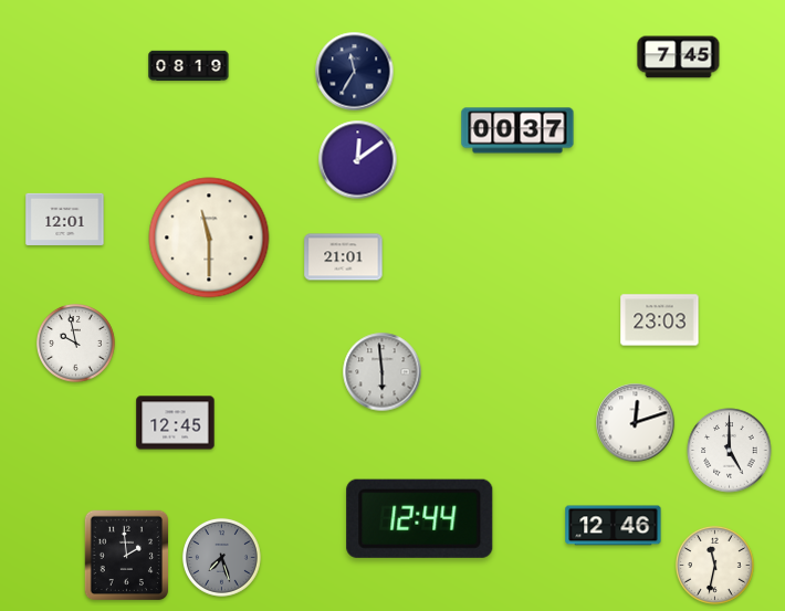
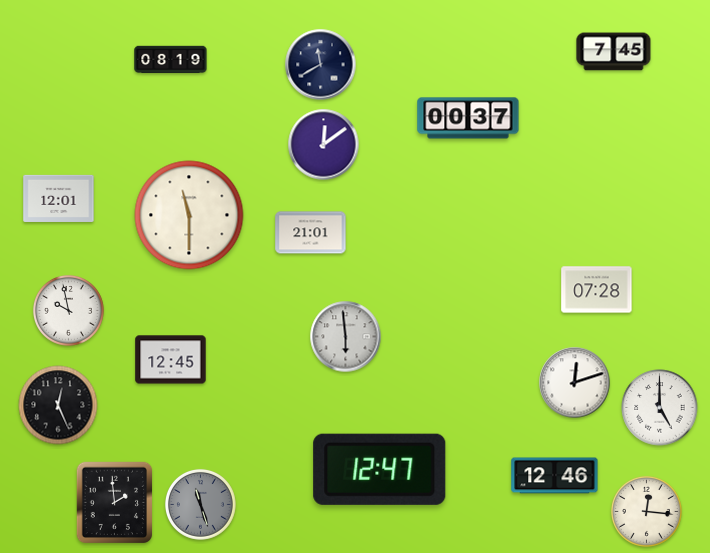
clock at (355, 72): 11:35 -> 11:40
clock at (660, 320): 23:03 -> 07:28
clock at (176, 423) position: (176, 423) -> (171, 360)
clock at (58, 405): none -> 12:26
clock at (420, 518): 12:44 -> 12:47
clock at (221, 557): 7:27 -> 11:27
clock at (714, 565): 11:32 -> 12:16
